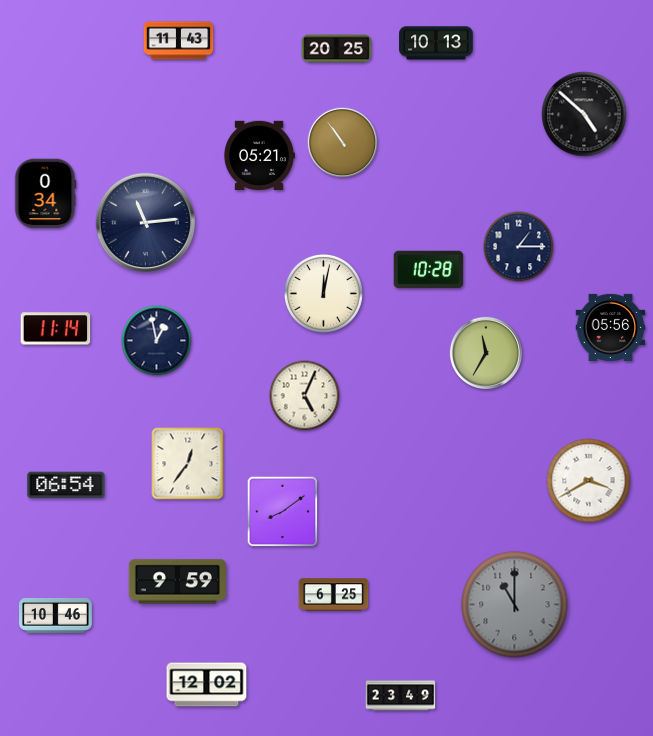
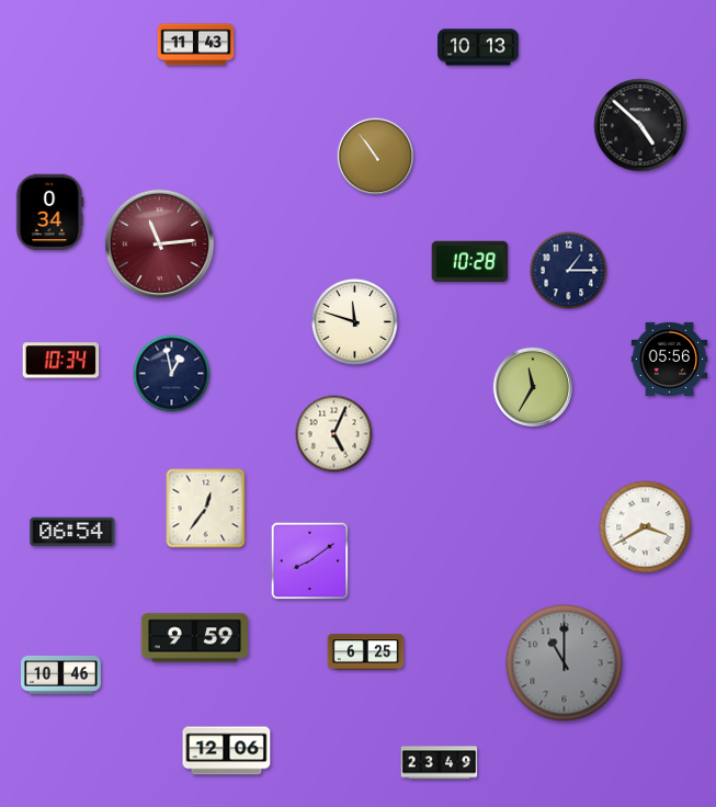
clock at (337, 49): 20:25 -> none
clock at (259, 155): 05:21 -> none
clock at (145, 222) dial: navy -> burgundy
clock at (429, 270) position: (429, 270) -> (470, 262)
clock at (323, 293): 12:02 -> 11:48
clock at (56, 329): 11:14 -> 10:34
clock at (207, 685): 12:02 -> 12:06
